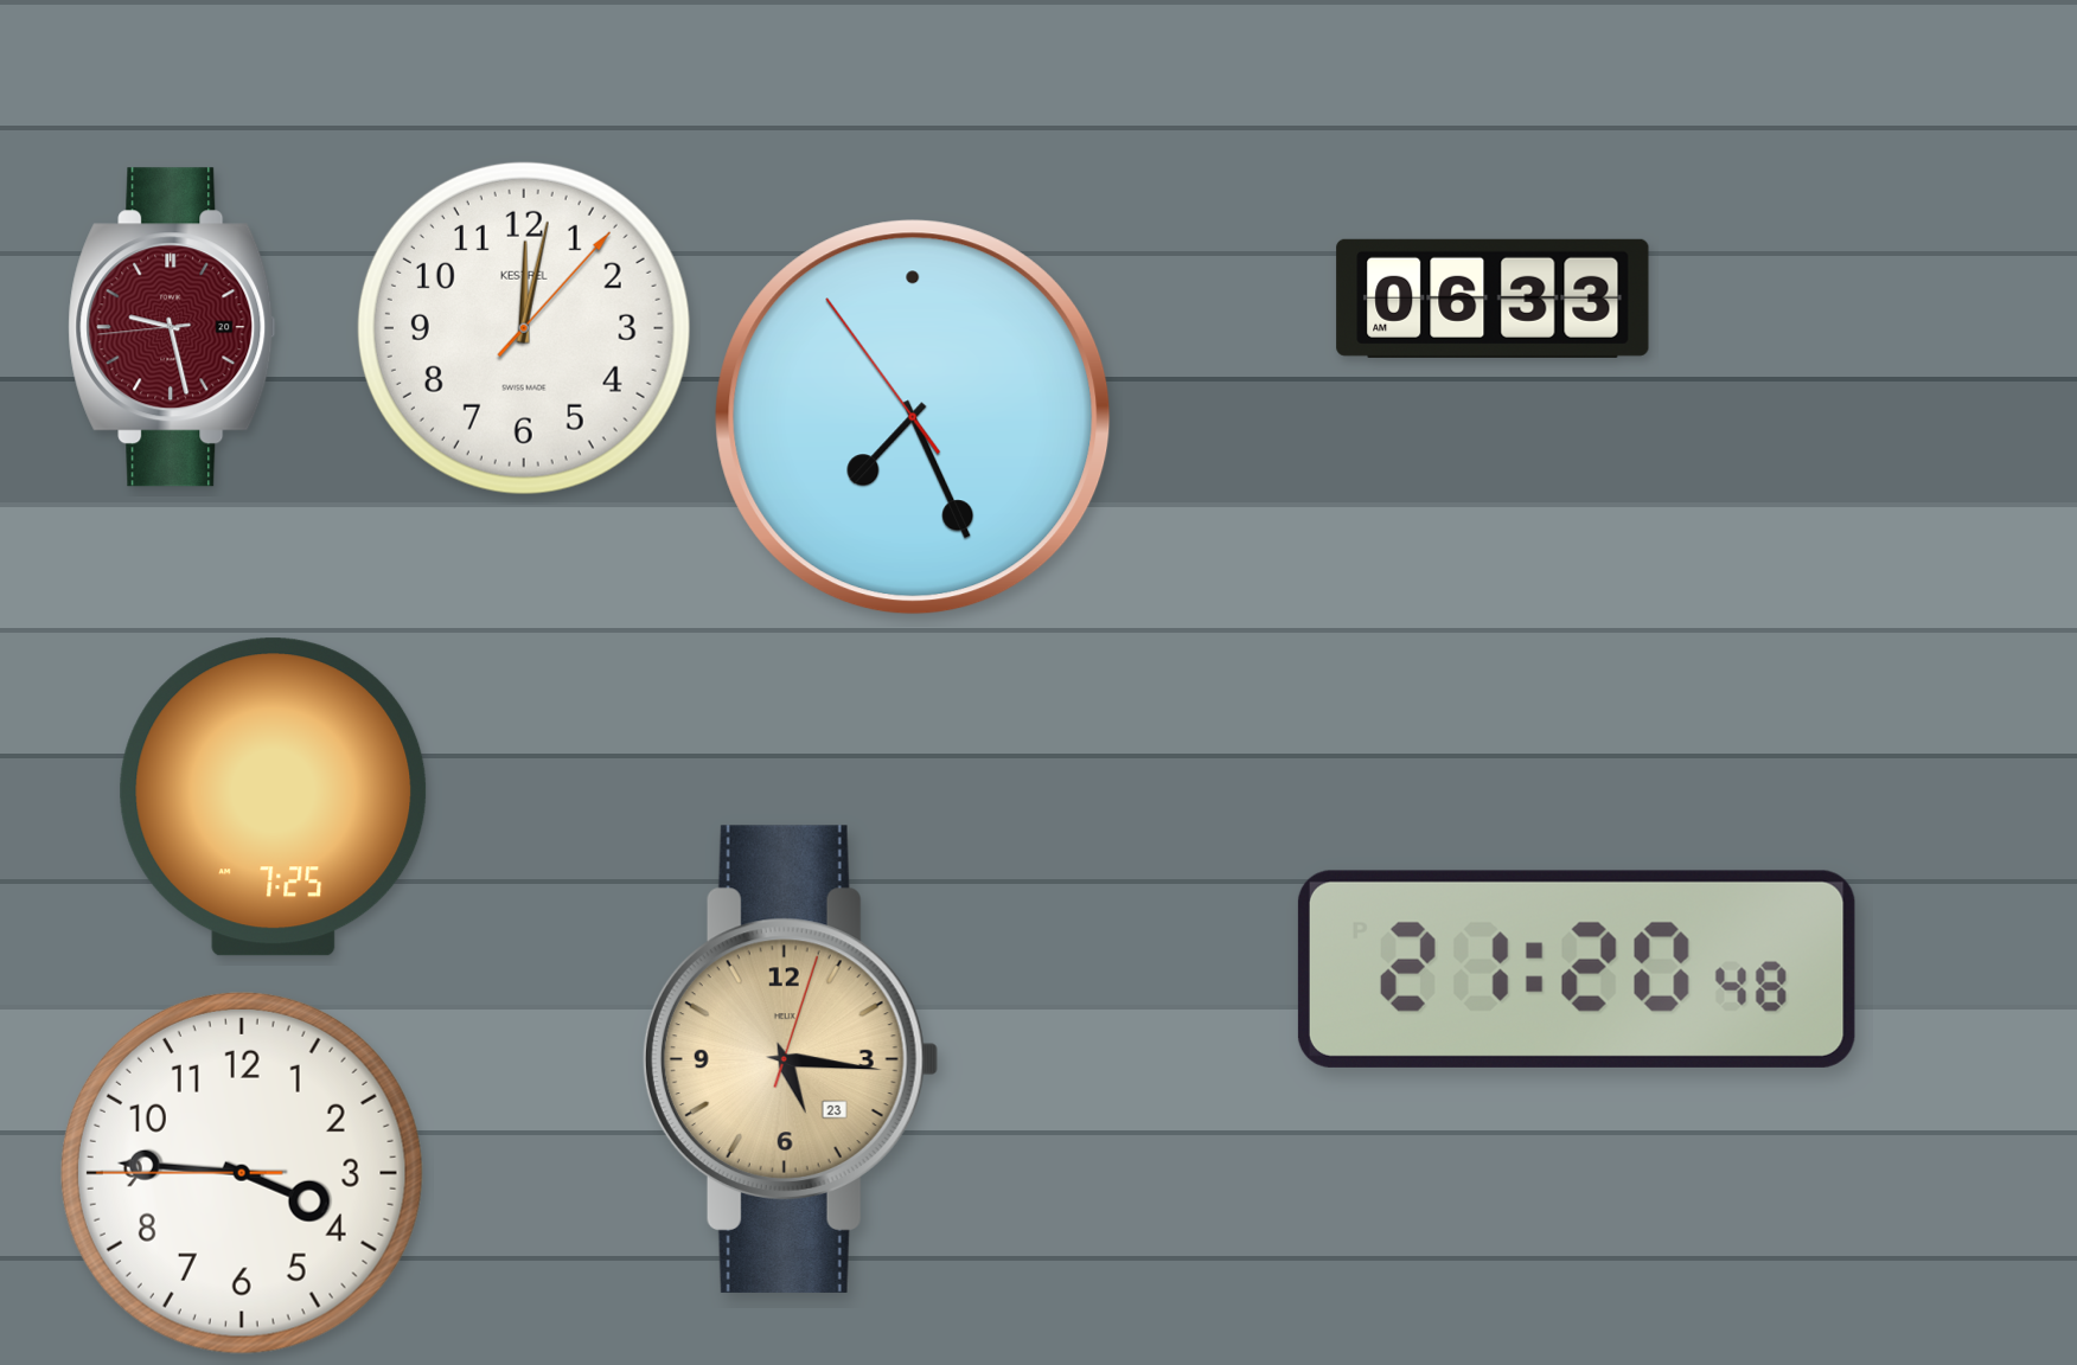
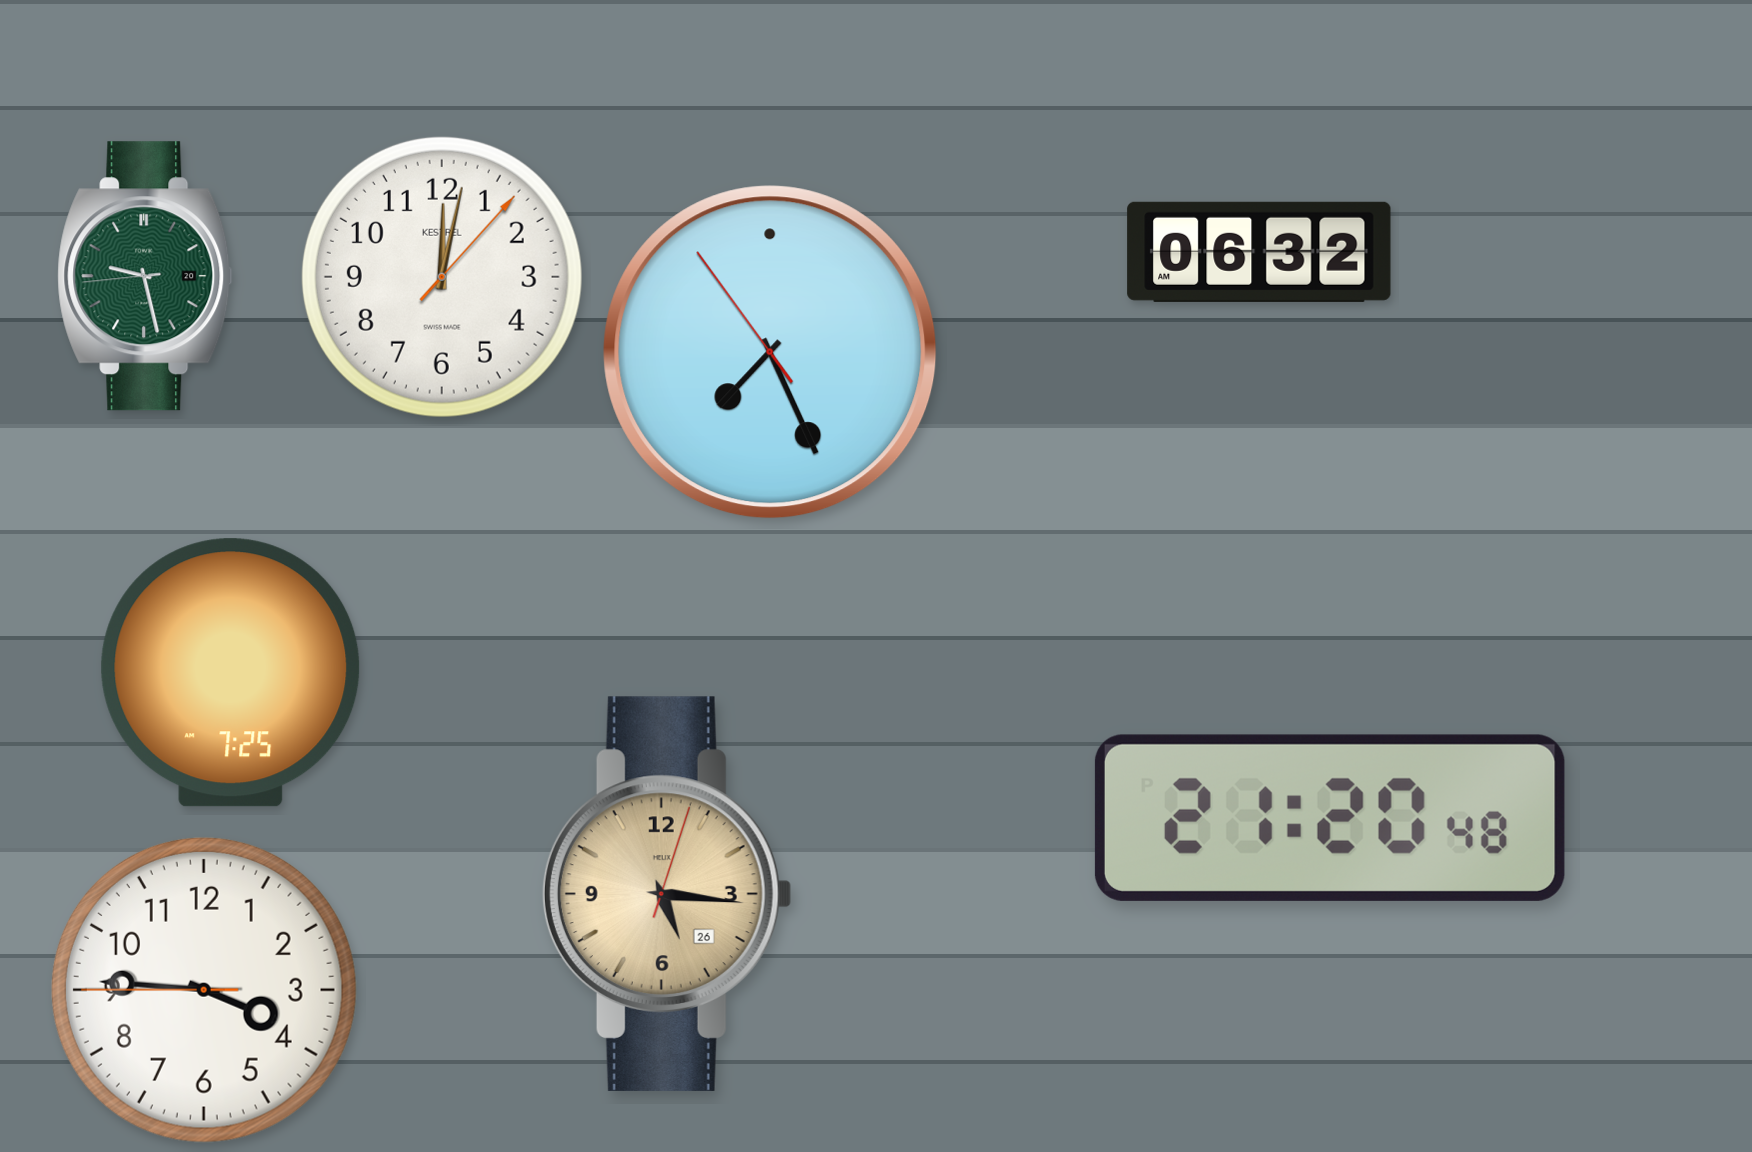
clock at (1493, 299): 06:33 -> 06:32
clock at (172, 327) dial: burgundy -> green
clock at (791, 1059) date: 23 -> 26
